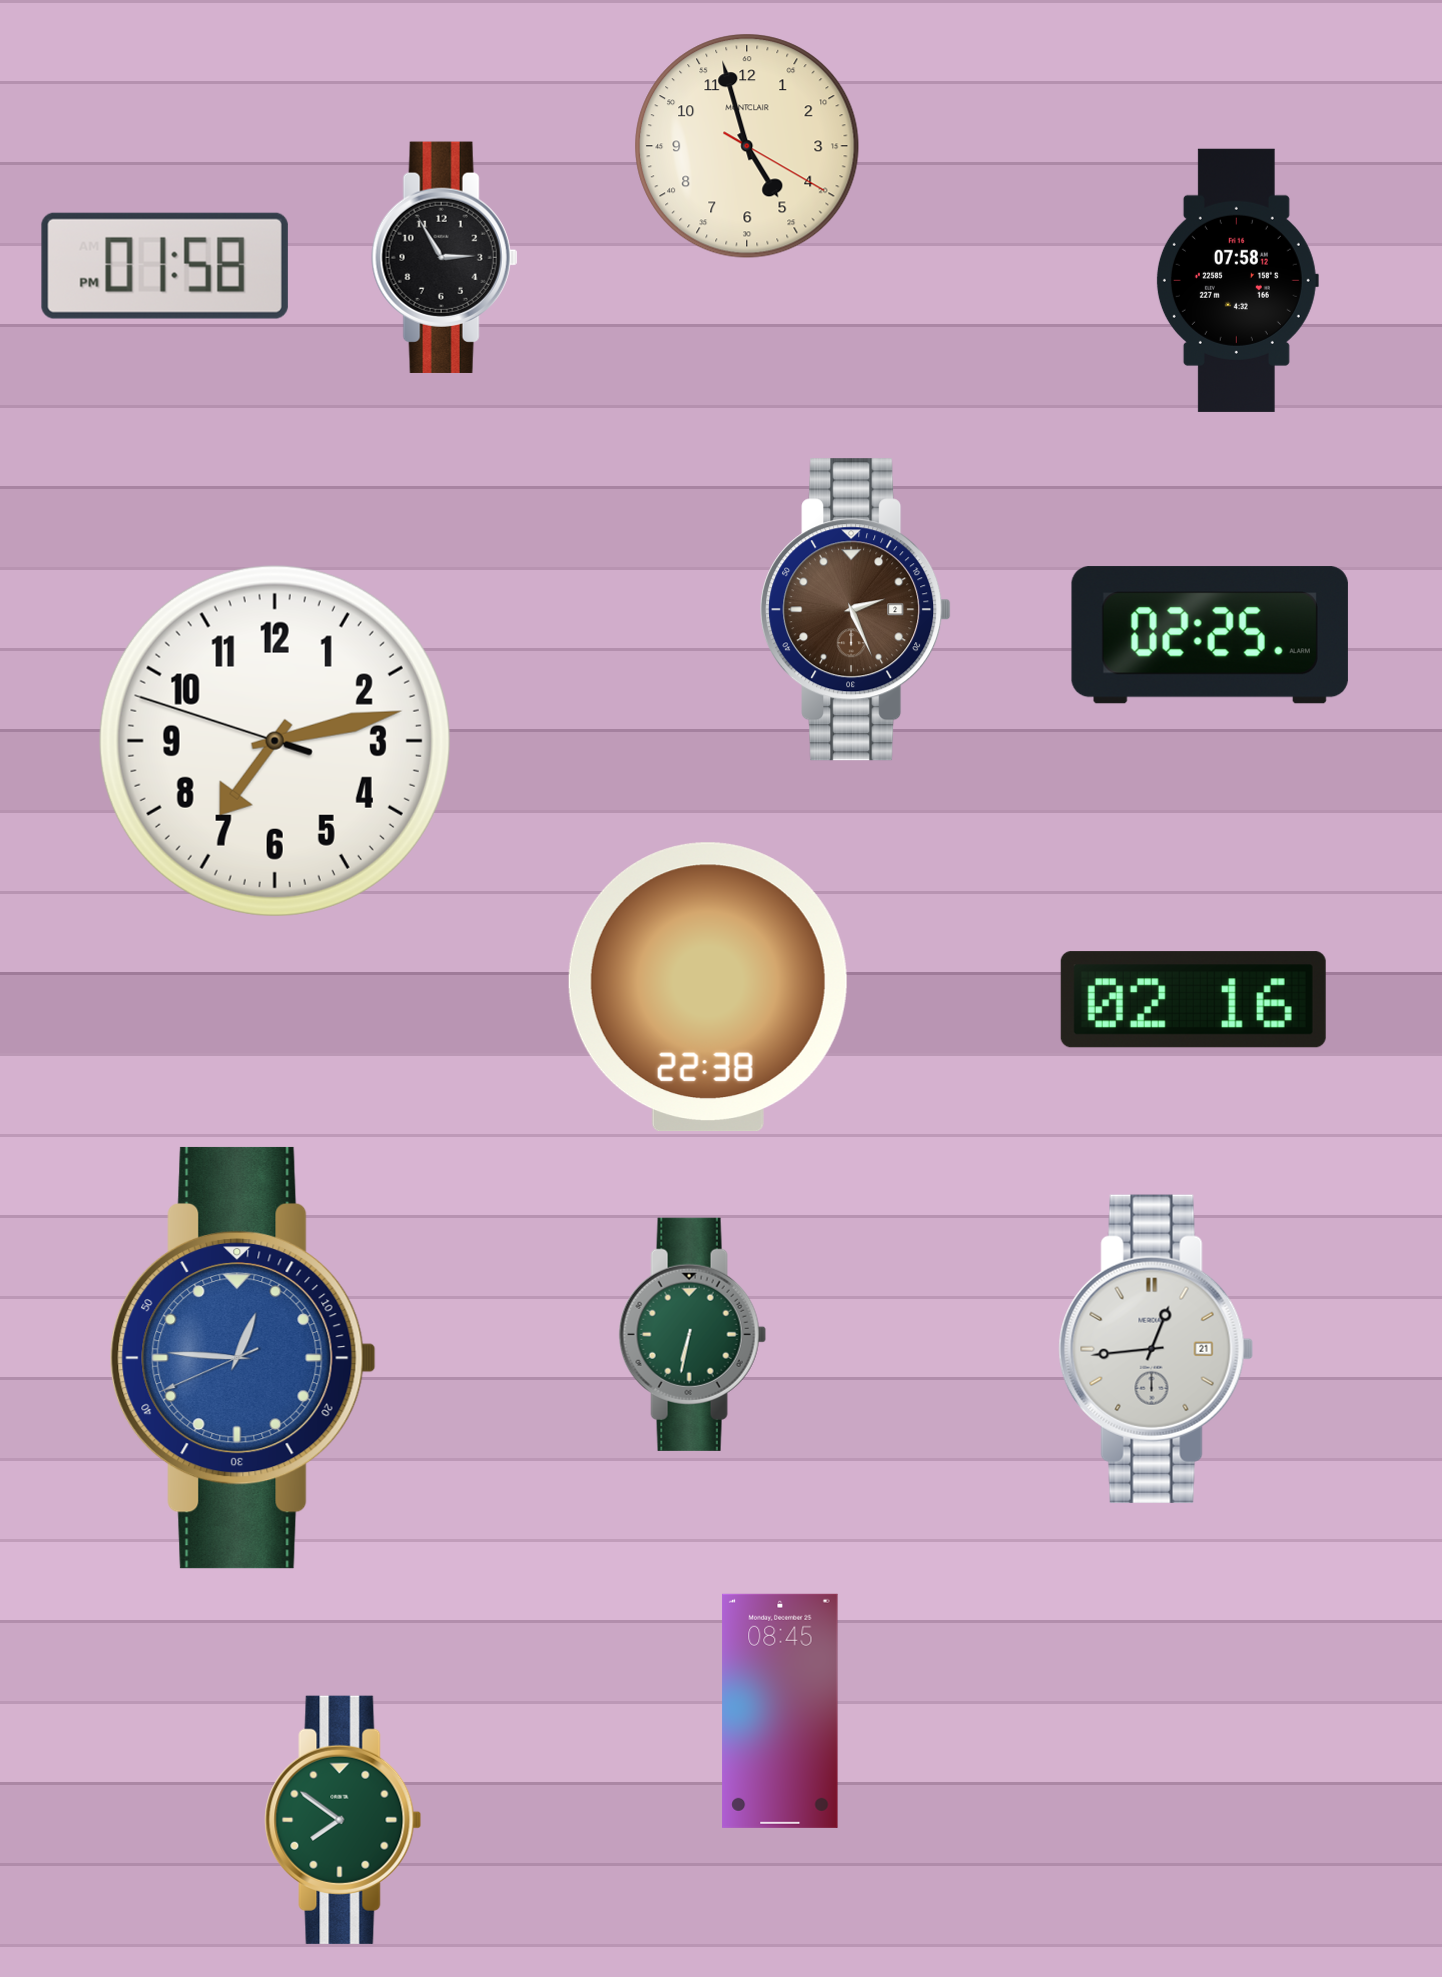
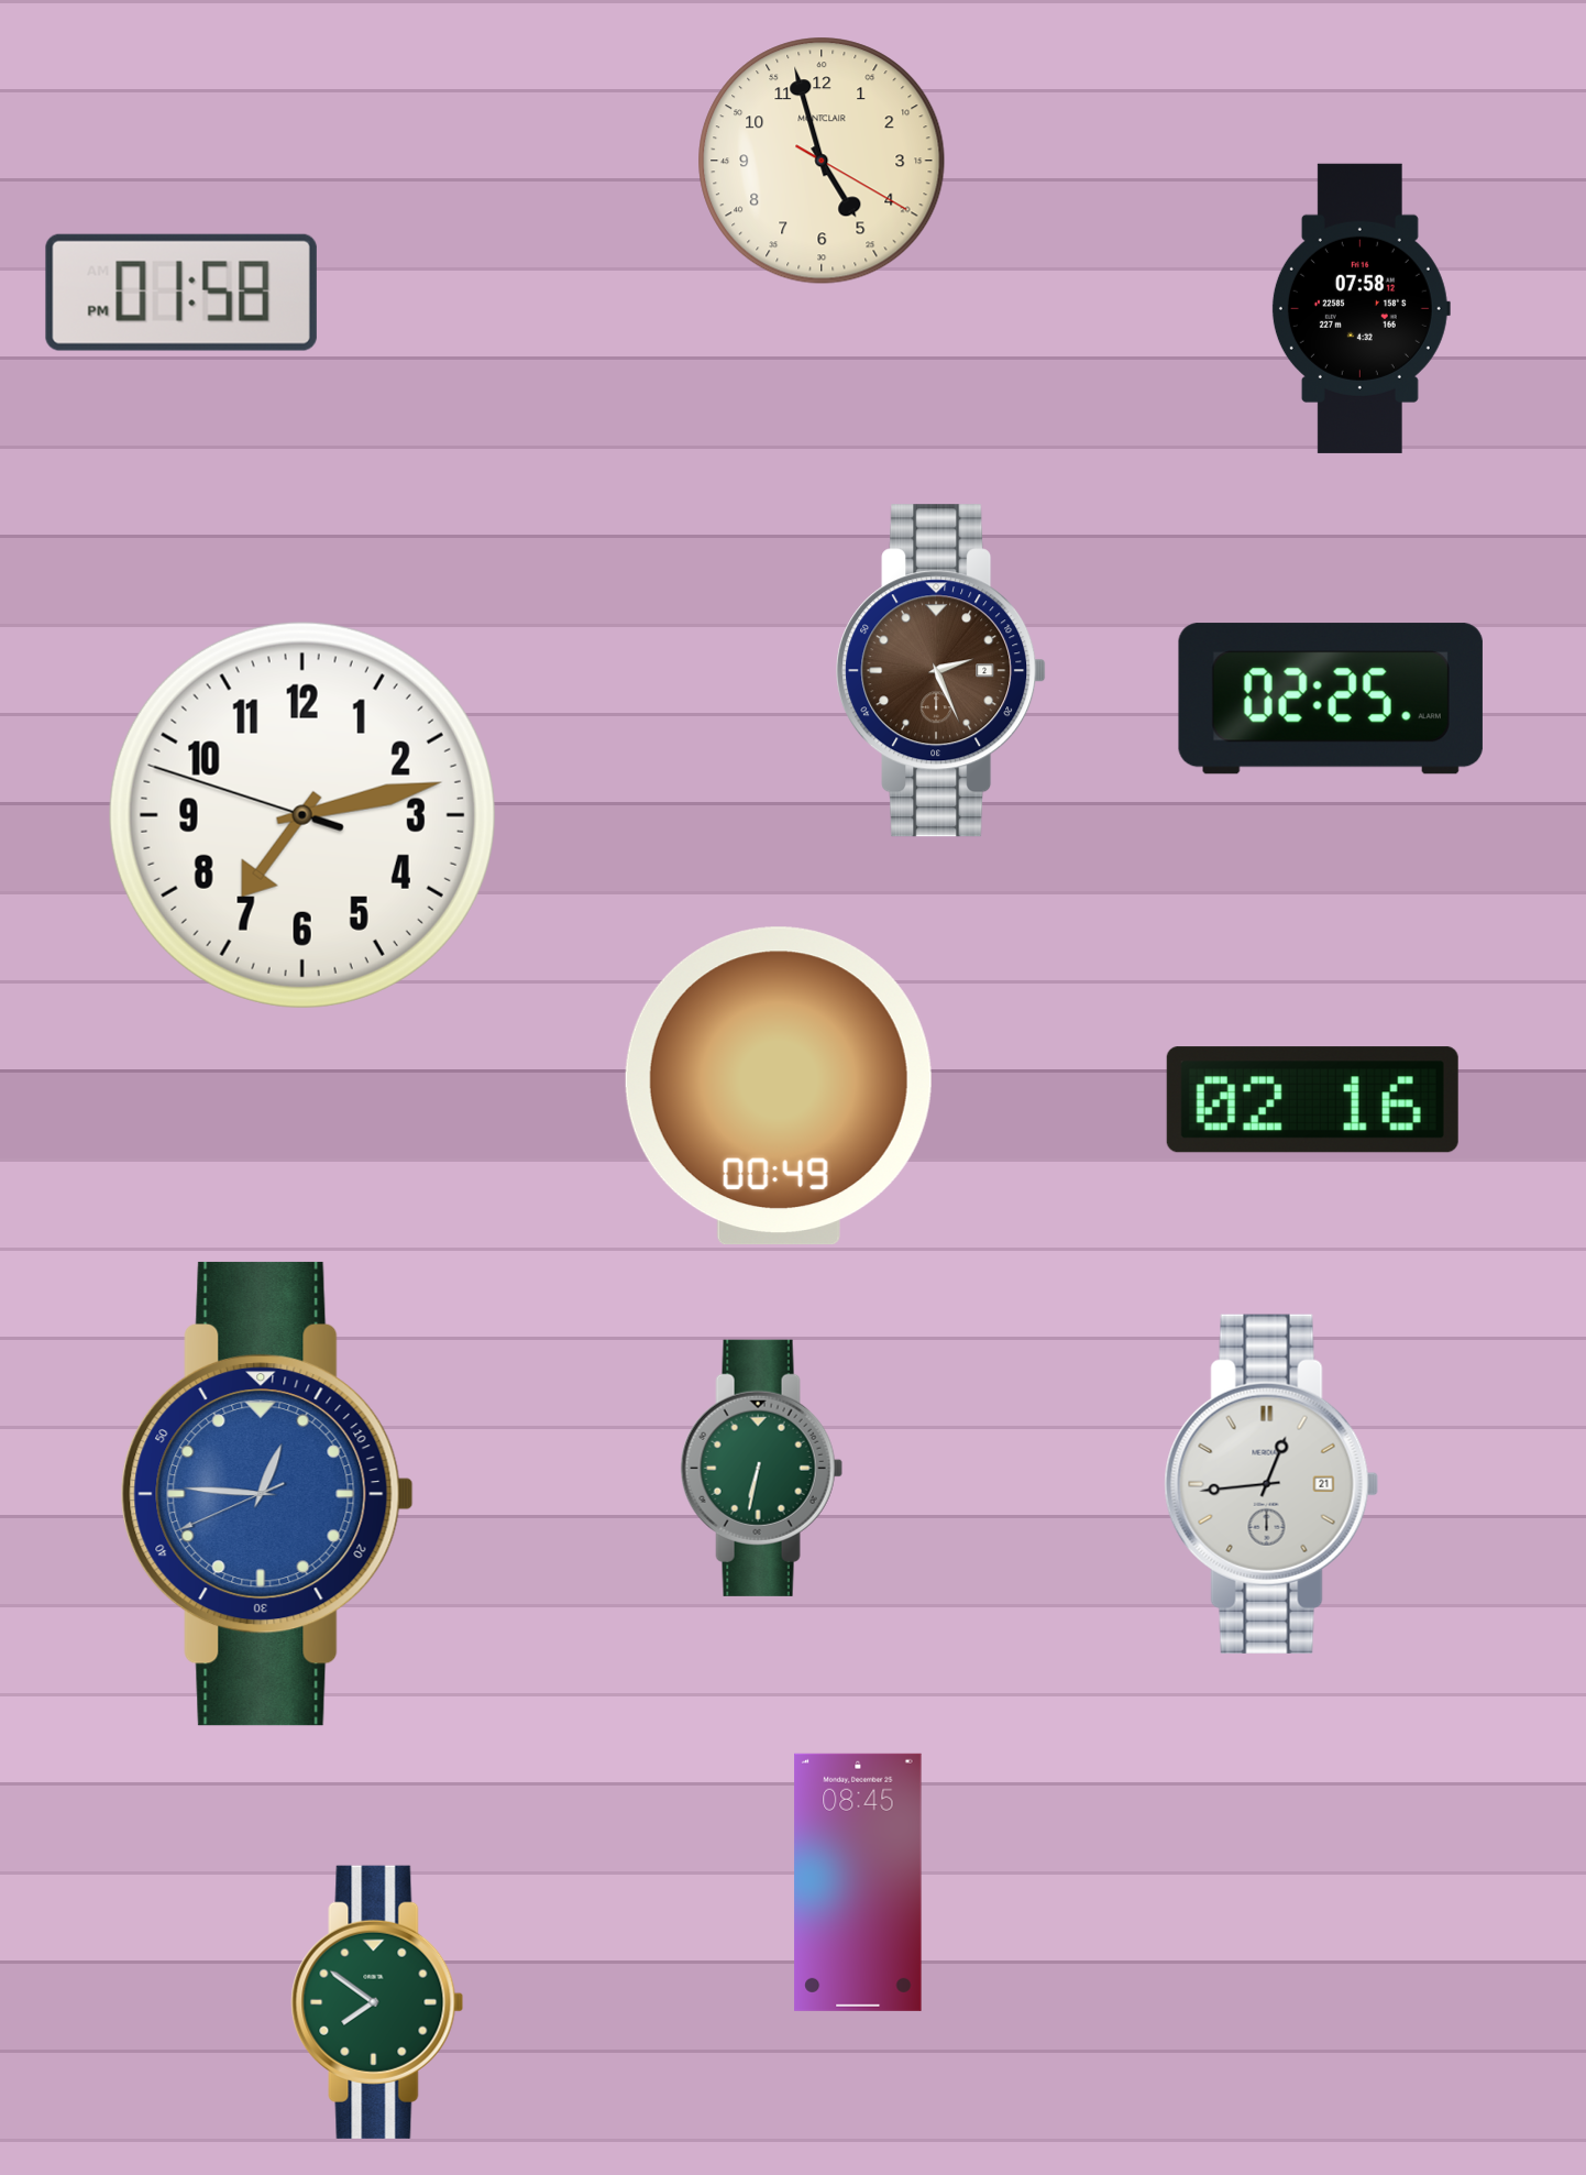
clock at (445, 257): 2:55 -> none
clock at (708, 987): 22:38 -> 00:49
